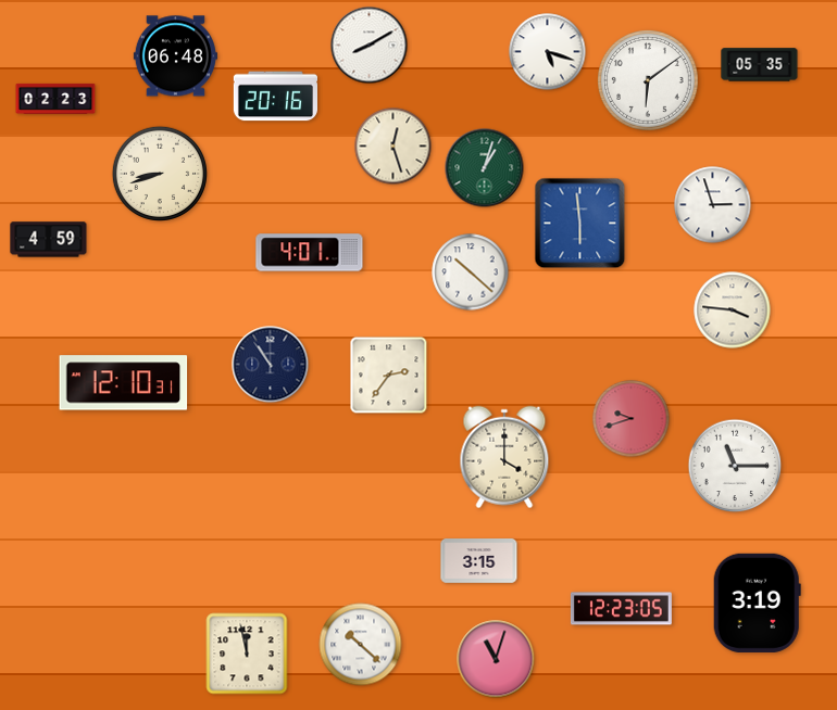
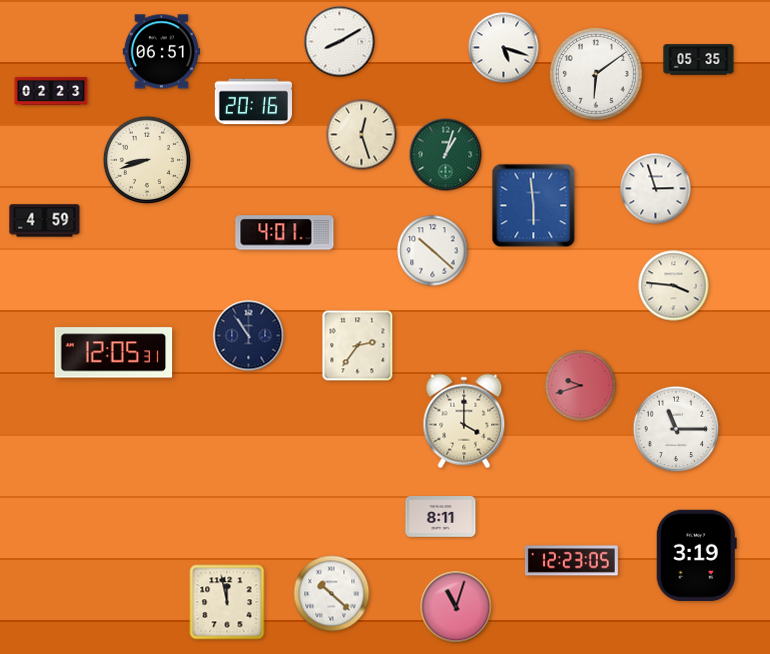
clock at (175, 56): 06:48 -> 06:51
clock at (275, 97) position: (275, 97) -> (253, 102)
clock at (124, 383): 12:10 -> 12:05
clock at (479, 561): 3:15 -> 8:11
